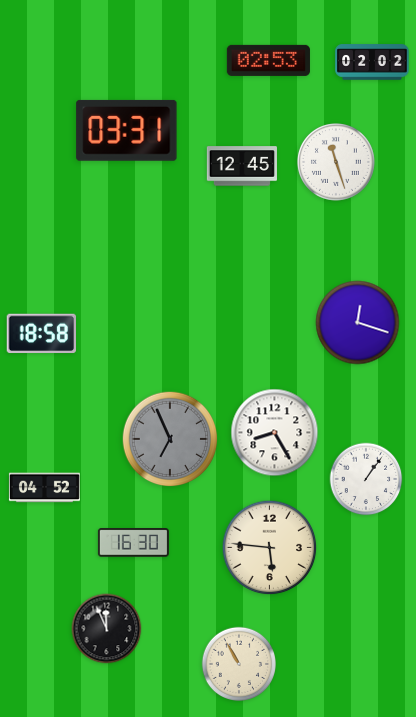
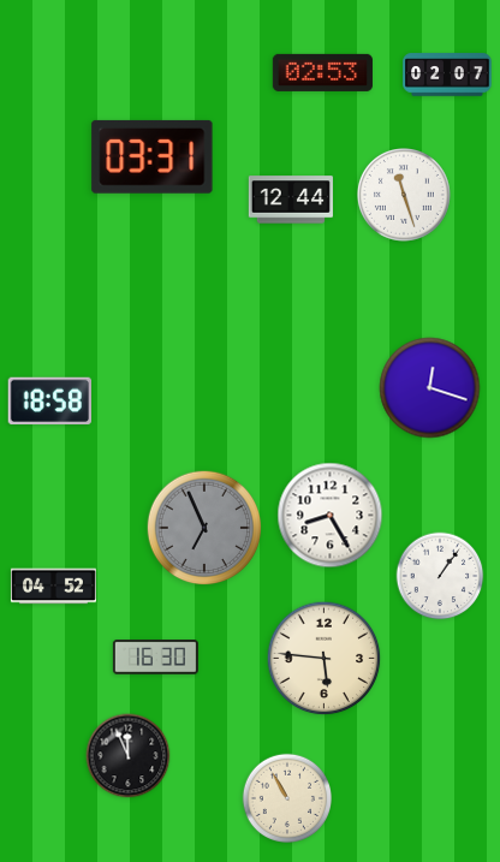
clock at (372, 62): 02:02 -> 02:07
clock at (242, 166): 12:45 -> 12:44
clock at (275, 433) position: (275, 433) -> (331, 516)
clock at (133, 543) position: (133, 543) -> (155, 658)
